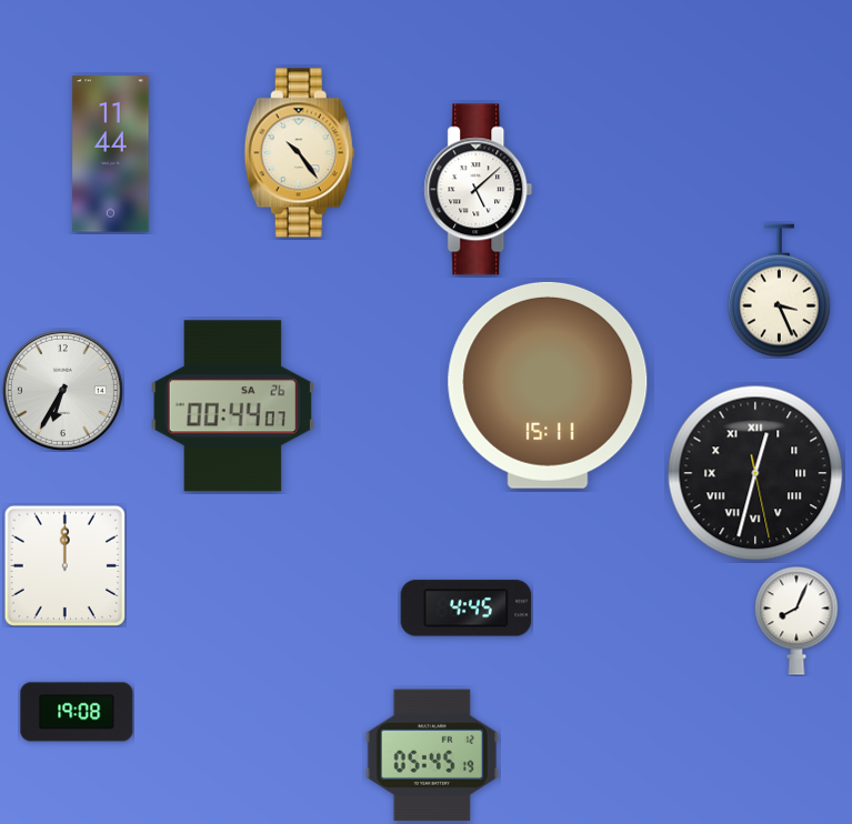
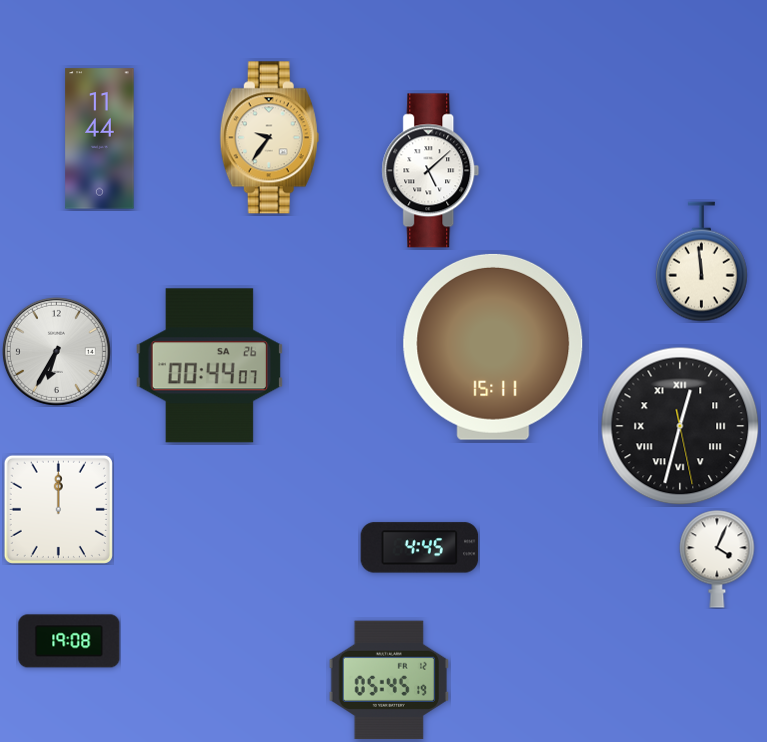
clock at (299, 153): 10:24 -> 9:36
clock at (779, 291): 3:26 -> 11:59
clock at (796, 621): 8:04 -> 4:04
